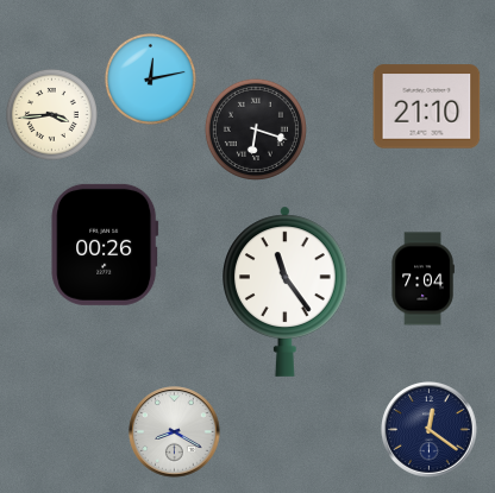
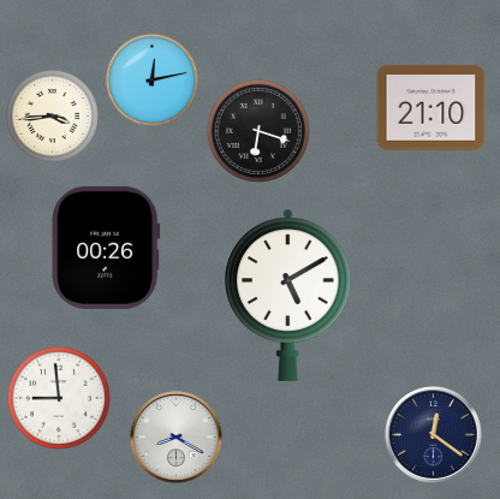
clock at (422, 279): 7:04 -> none
clock at (286, 291): 11:24 -> 5:10
clock at (59, 398): none -> 8:59
